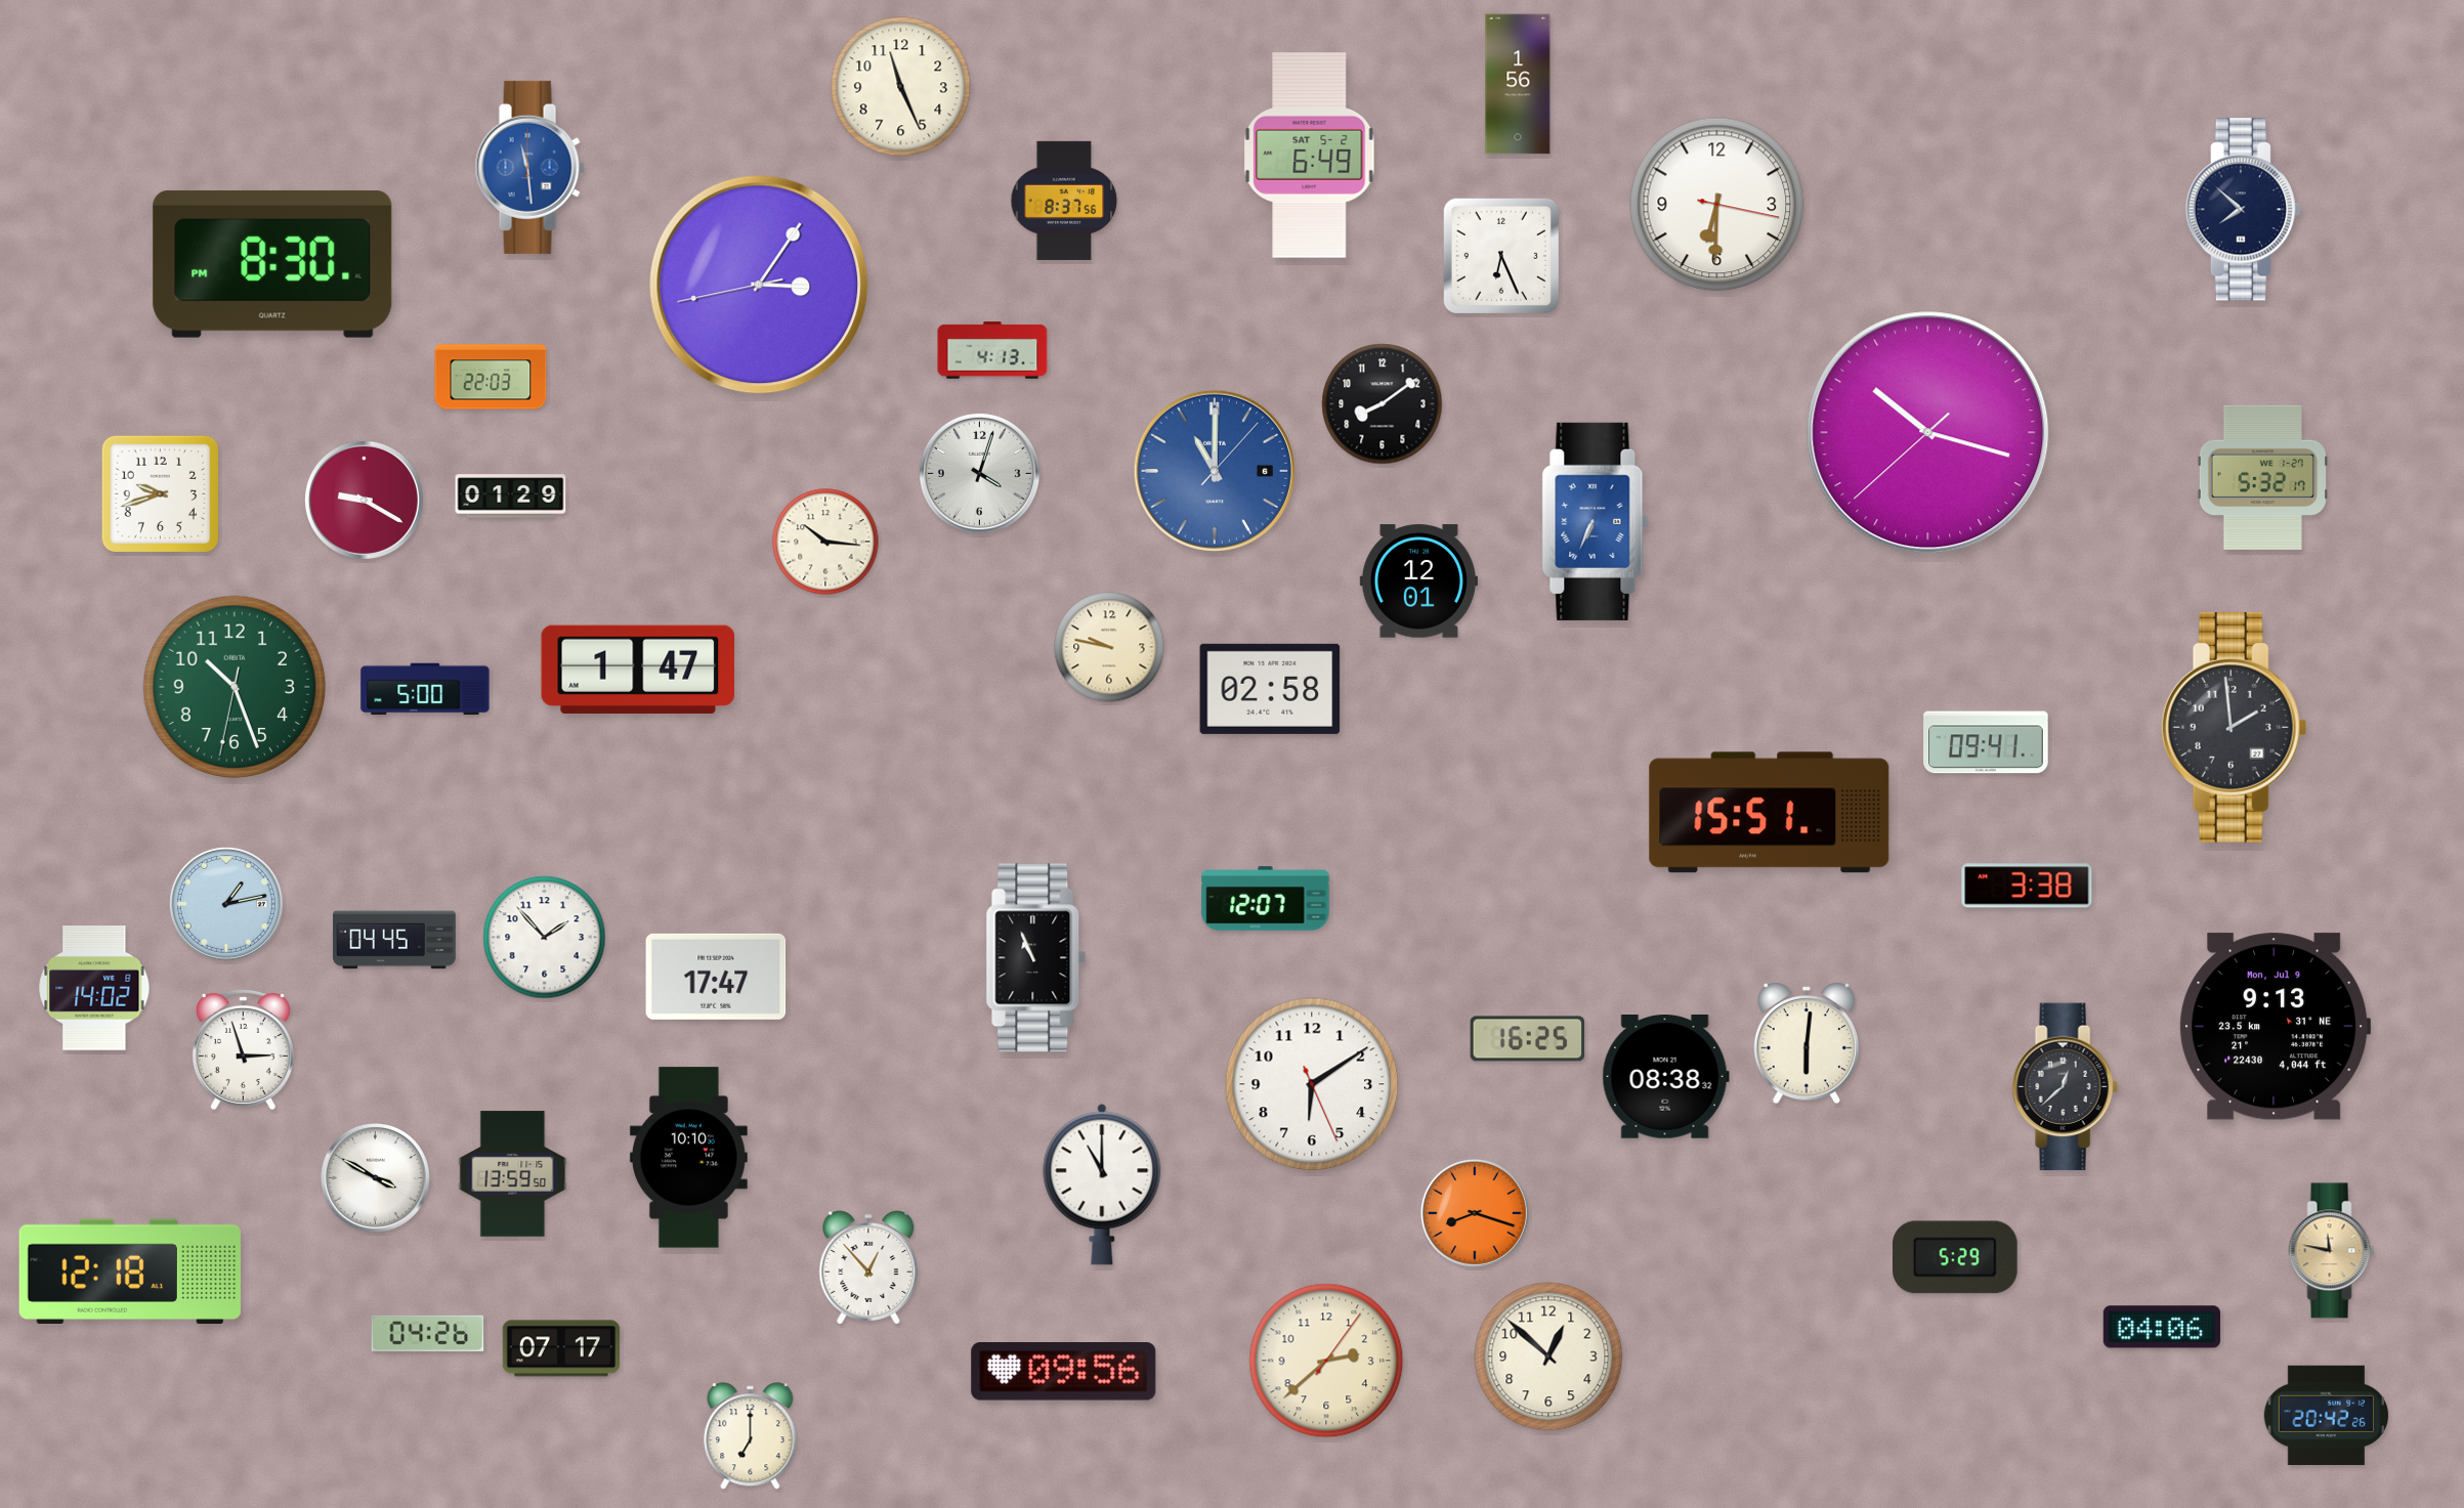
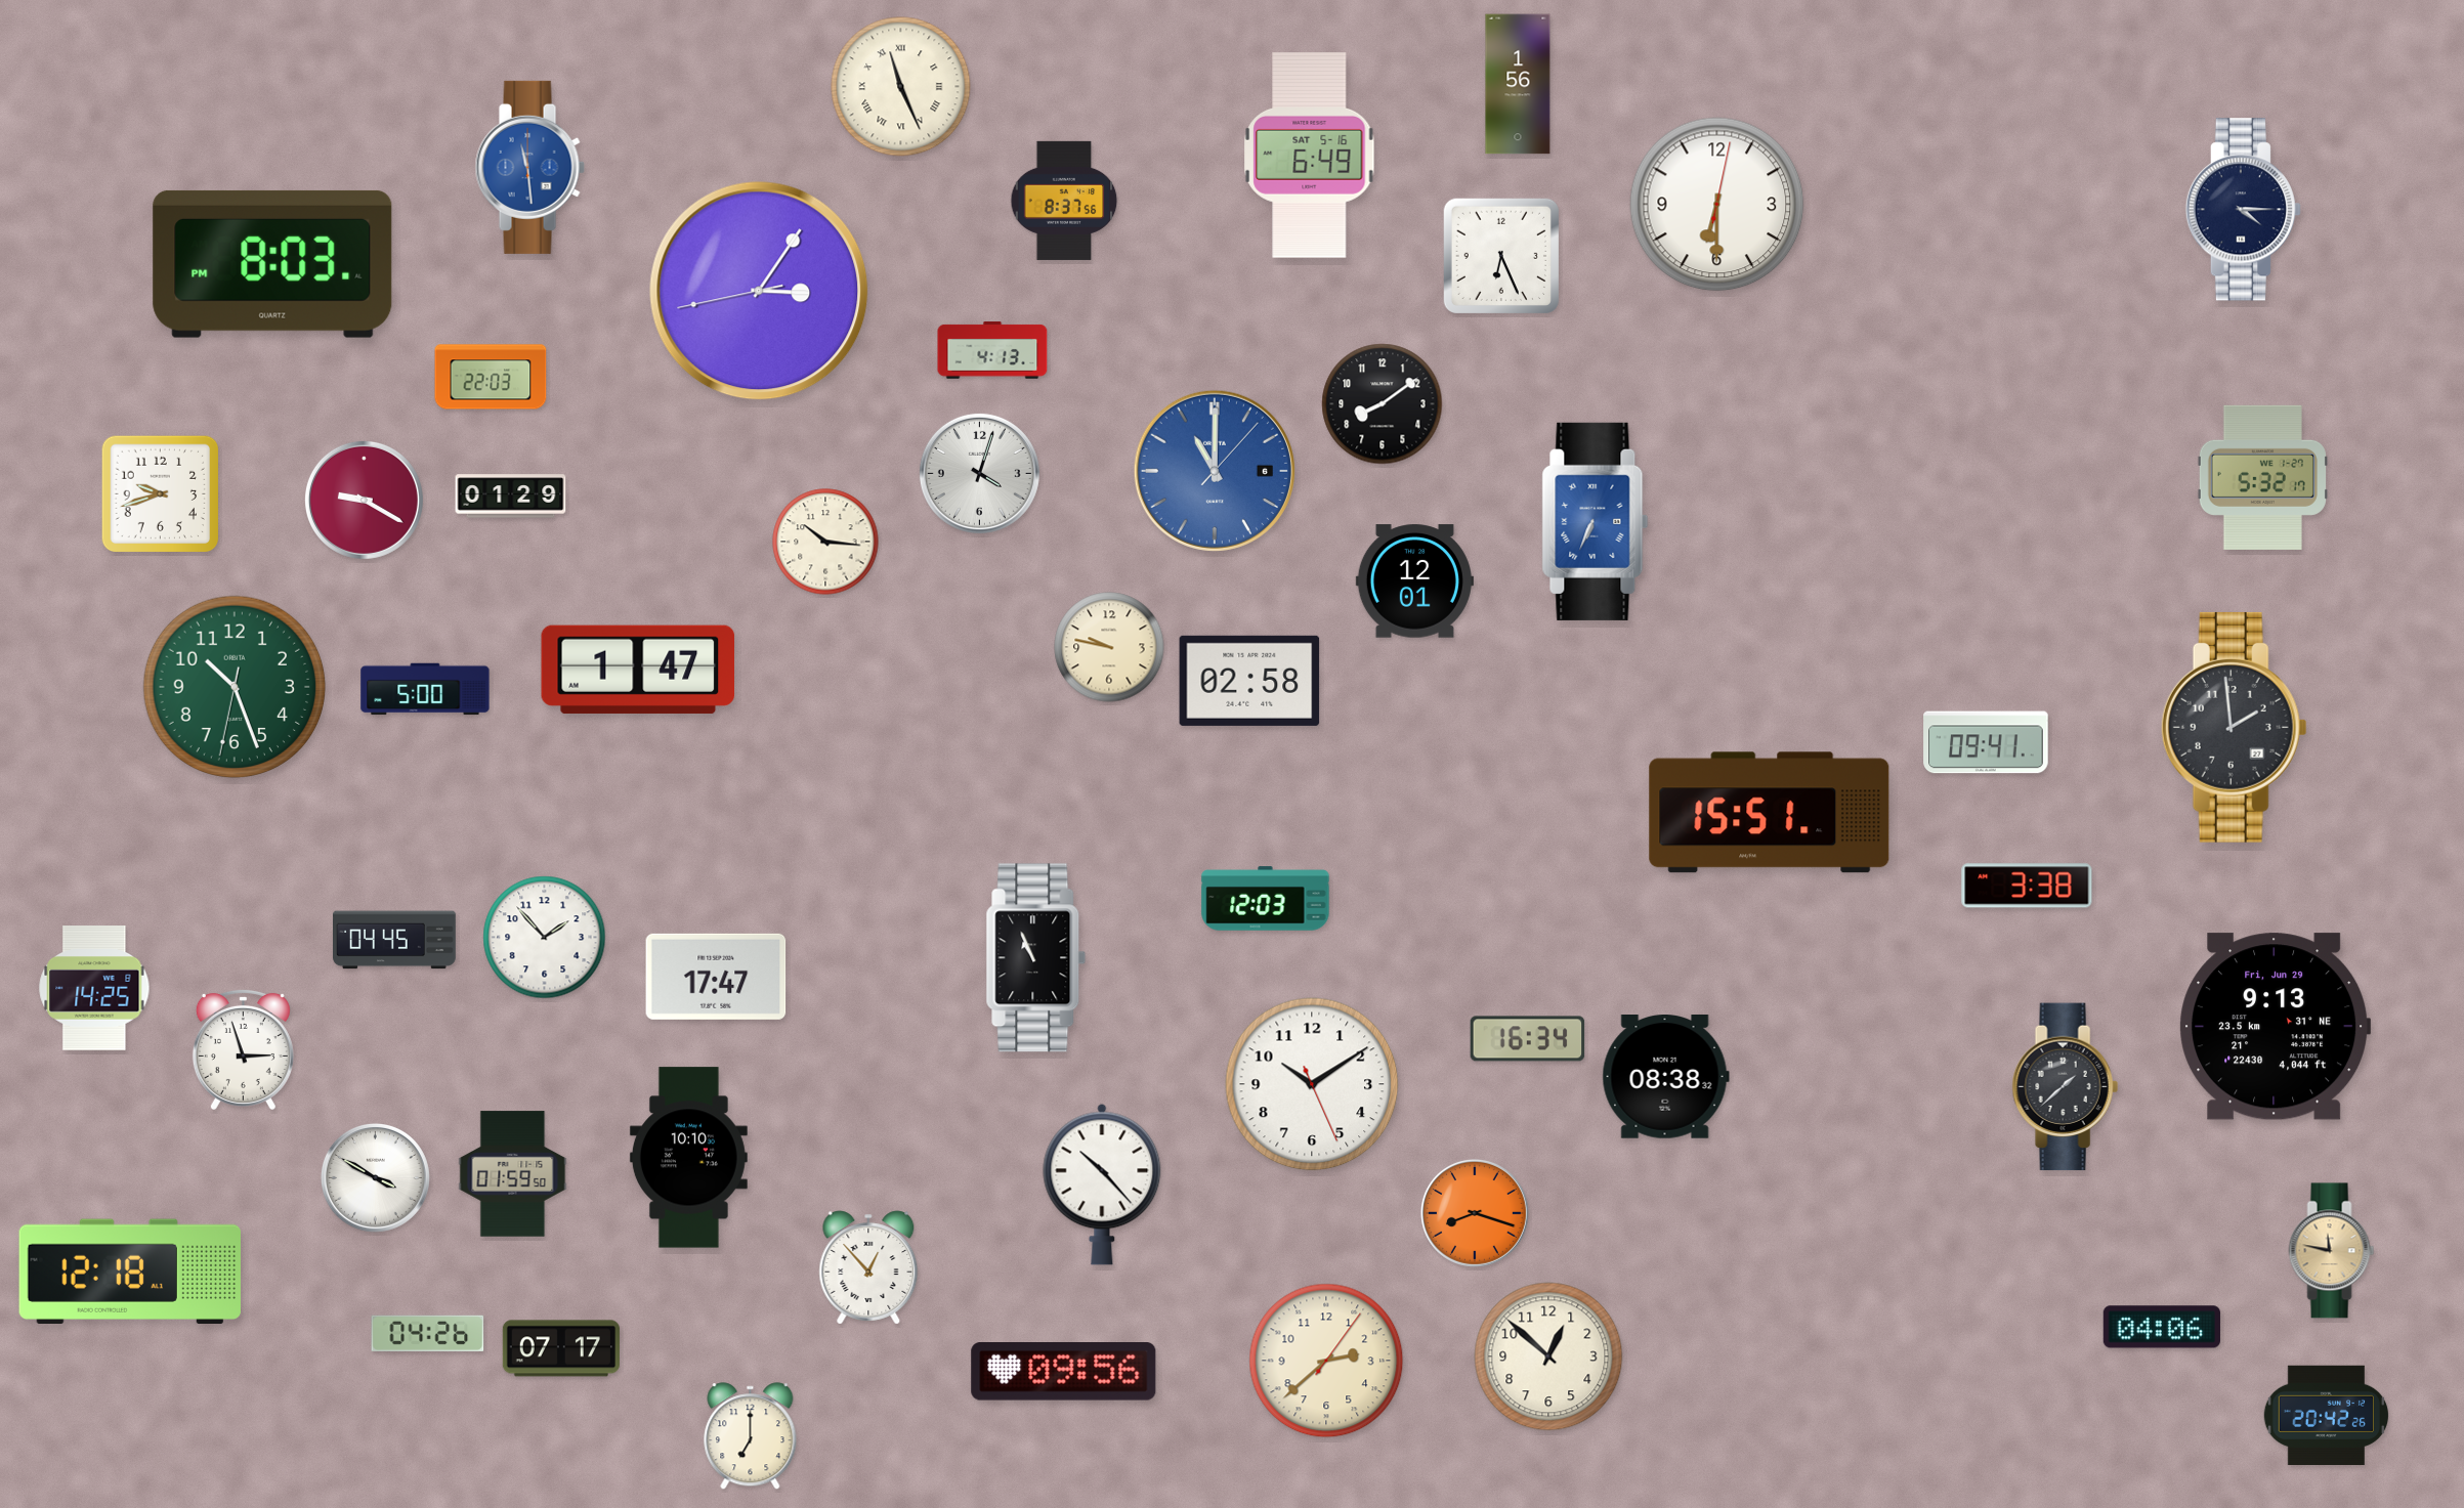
clock at (901, 87) numerals: Arabic -> Roman
clock at (1310, 156) date: SAT 5-2 -> SAT 5-16
clock at (1717, 205): 6:30:17 -> 6:30:02
clock at (2243, 210): 7:52 -> 4:15
clock at (272, 264): 8:30 -> 8:03
clock at (759, 285) position: (759, 285) -> (759, 291)
clock at (1928, 433): 10:17 -> none
clock at (1418, 581) position: (1418, 581) -> (1414, 581)
clock at (1270, 689) position: (1270, 689) -> (1249, 681)
clock at (1266, 899): 12:07 -> 12:03
clock at (226, 904): 1:13 -> none
clock at (94, 988): 14:02 -> 14:25
clock at (2276, 1027) date: Mon, Jul 9 -> Fri, Jun 29
clock at (1528, 1039): 16:25 -> 16:34
clock at (1805, 1043): 6:01 -> none
clock at (1312, 1084): 6:09 -> 10:09
clock at (2065, 1087): 12:38 -> 1:38
clock at (513, 1174): 13:59 -> 01:59
clock at (1102, 1184): 11:00 -> 10:23
clock at (1956, 1257): 5:29 -> none
